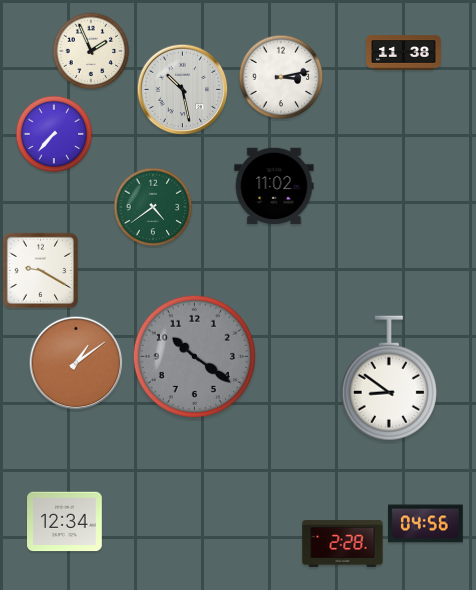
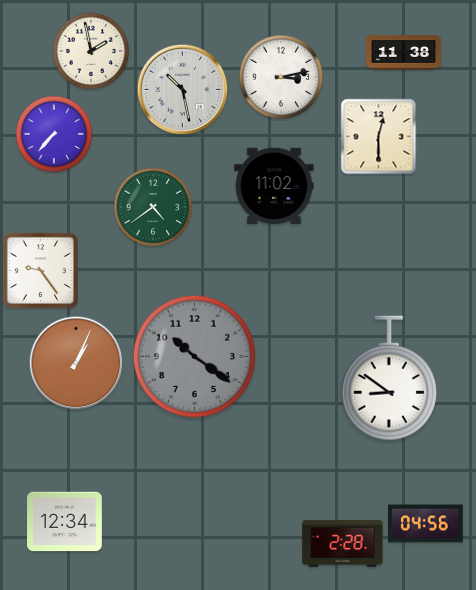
clock at (91, 51): 1:56 -> 1:58
clock at (379, 137): none -> 12:30
clock at (40, 270): 9:20 -> 9:24
clock at (76, 363): 1:09 -> 1:04
